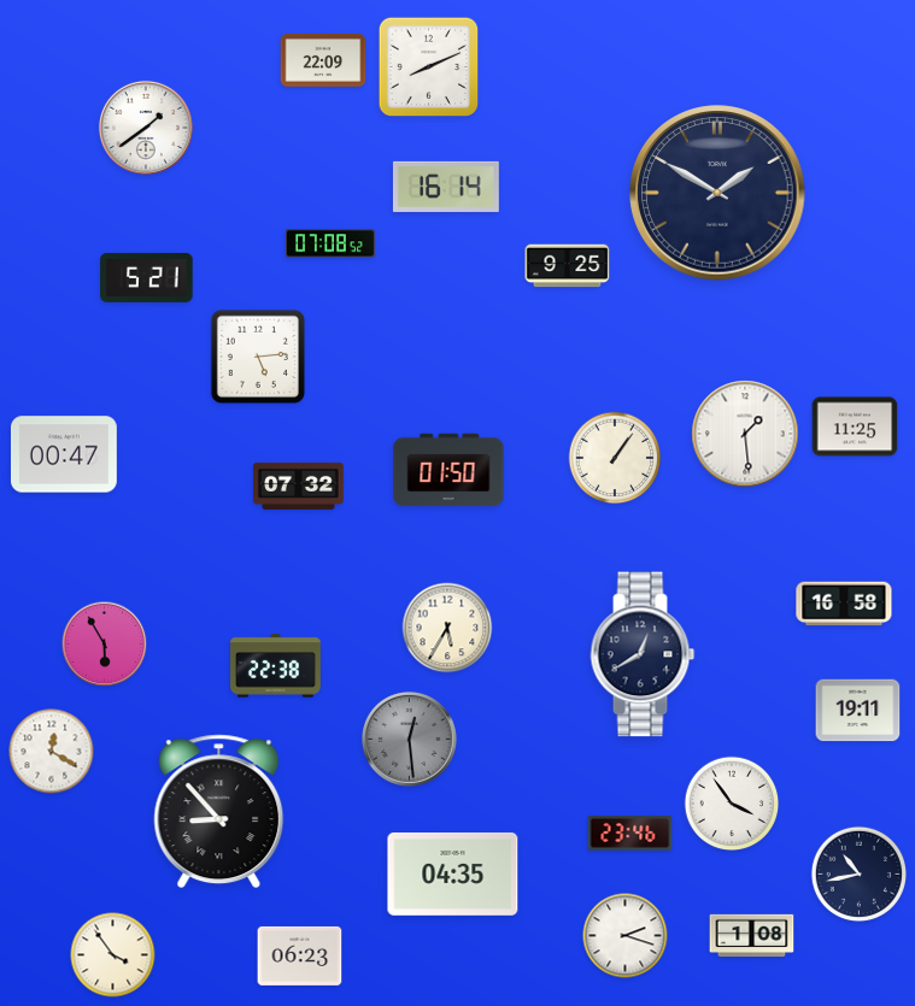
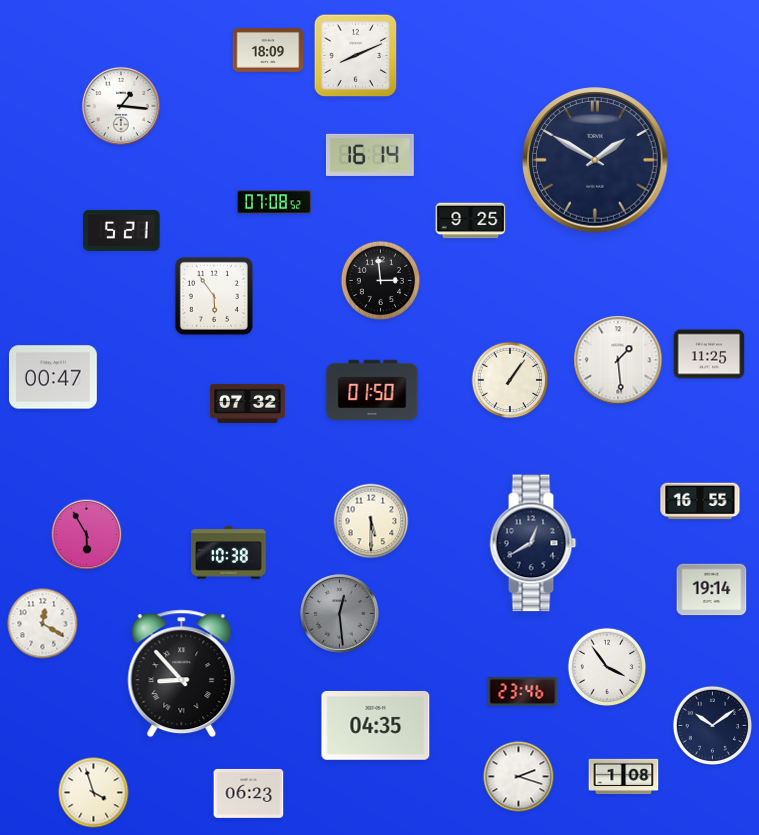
clock at (323, 60): 22:09 -> 18:09
clock at (146, 128): 1:39 -> 1:16
clock at (380, 280): none -> 2:59
clock at (258, 357): 5:14 -> 5:54
clock at (844, 604): 16:58 -> 16:55
clock at (447, 628): 5:35 -> 5:30
clock at (276, 666): 22:38 -> 10:38
clock at (858, 711): 19:11 -> 19:14
clock at (858, 873): 10:43 -> 10:09
clock at (113, 955): 3:54 -> 3:57
